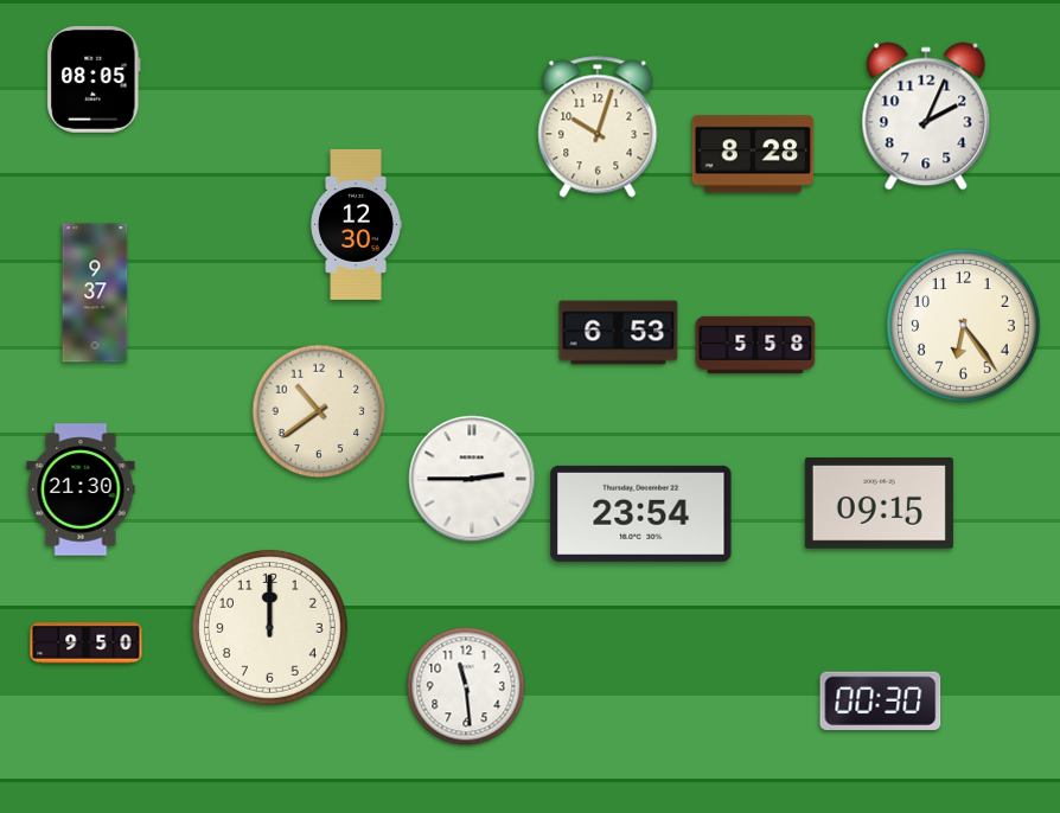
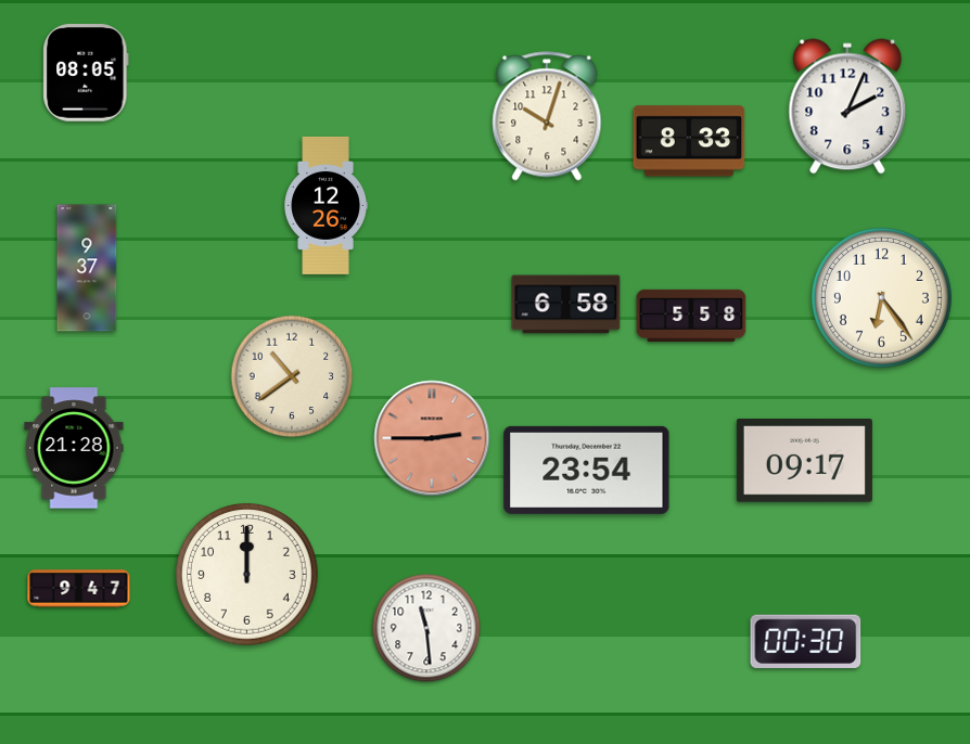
clock at (753, 154): 8:28 -> 8:33
clock at (356, 224): 12:30 -> 12:26
clock at (619, 333): 6:53 -> 6:58
clock at (472, 479) dial: white -> salmon
clock at (81, 489): 21:30 -> 21:28
clock at (879, 504): 09:15 -> 09:17
clock at (87, 644): 9:50 -> 9:47
